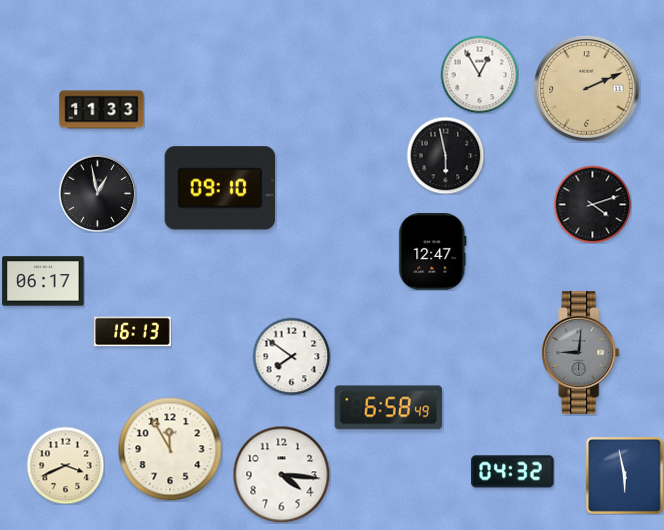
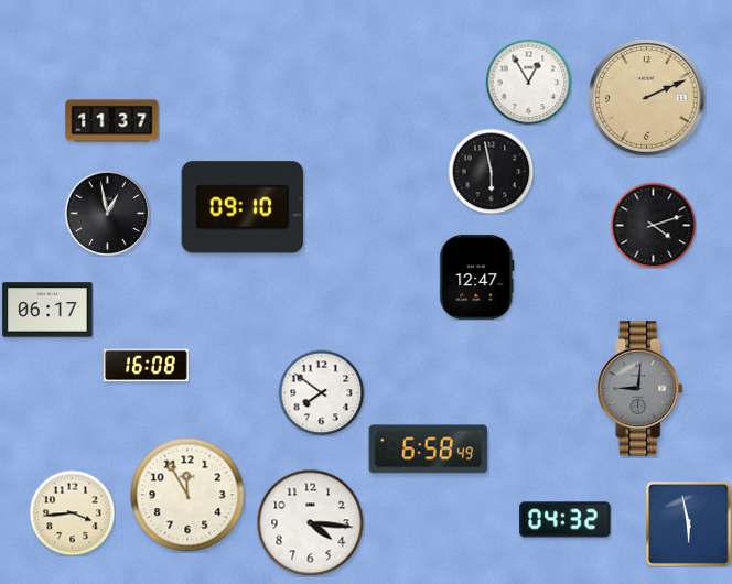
clock at (102, 110): 11:33 -> 11:37
clock at (133, 332): 16:13 -> 16:08
clock at (65, 465): 3:41 -> 3:44
